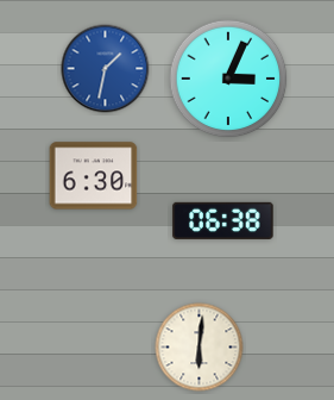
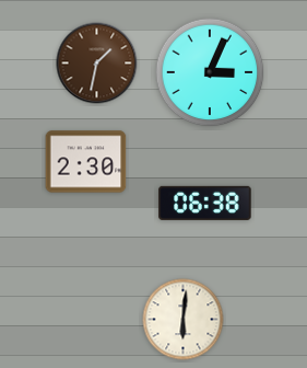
clock at (106, 69) dial: blue -> brown
clock at (94, 176): 6:30 -> 2:30
